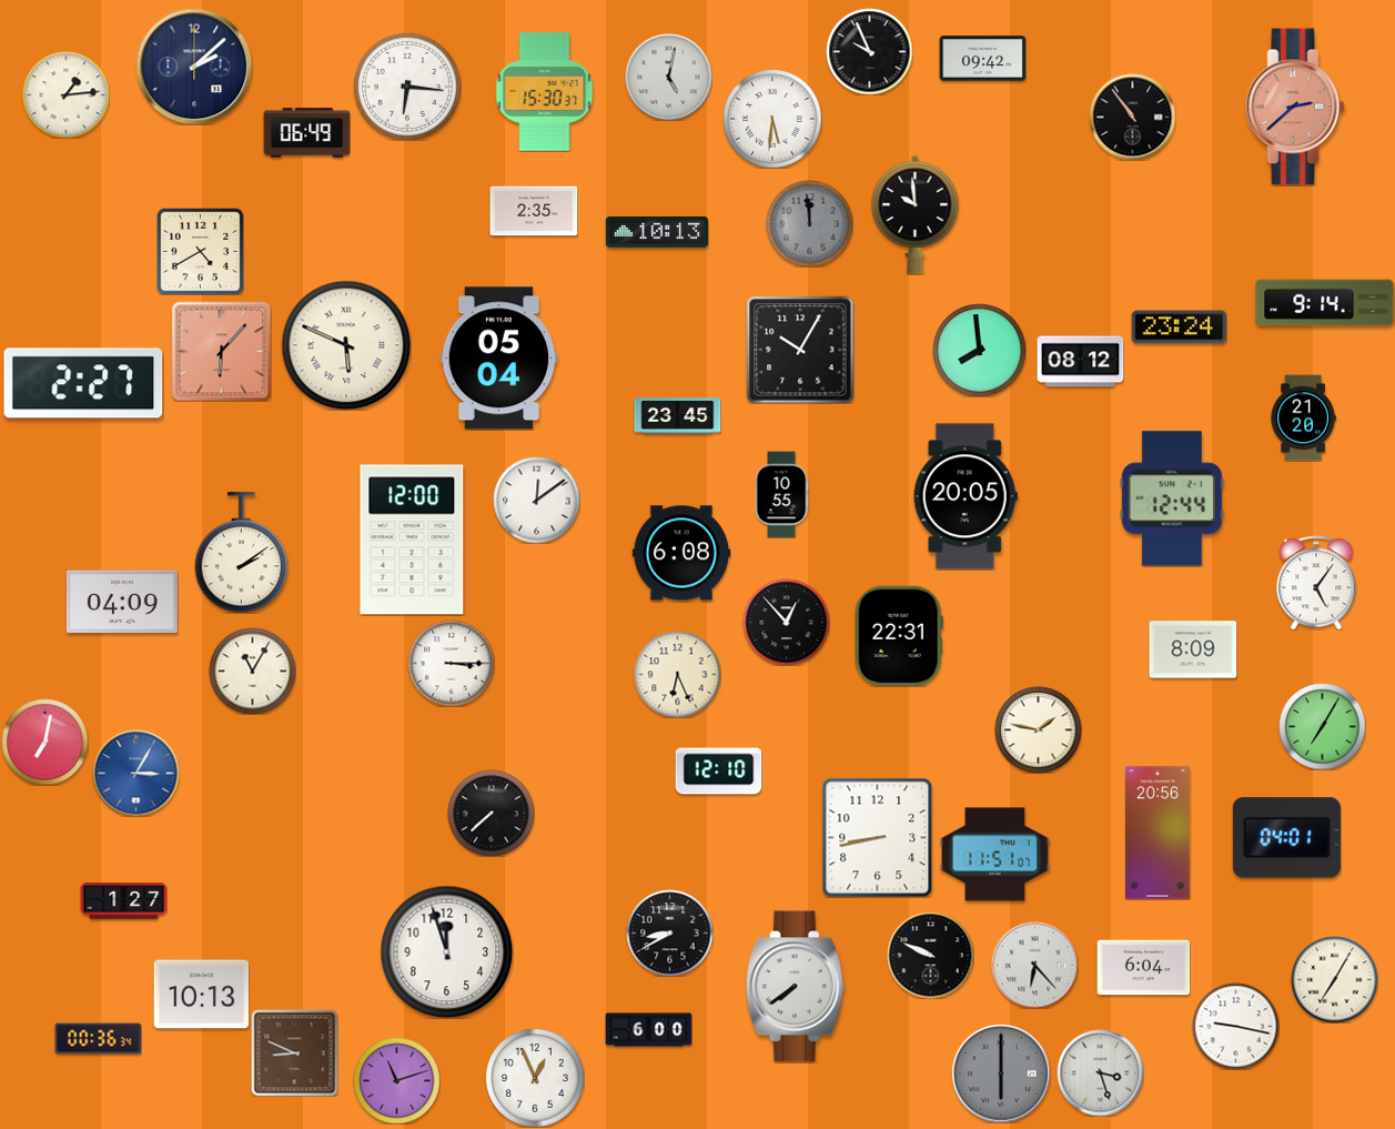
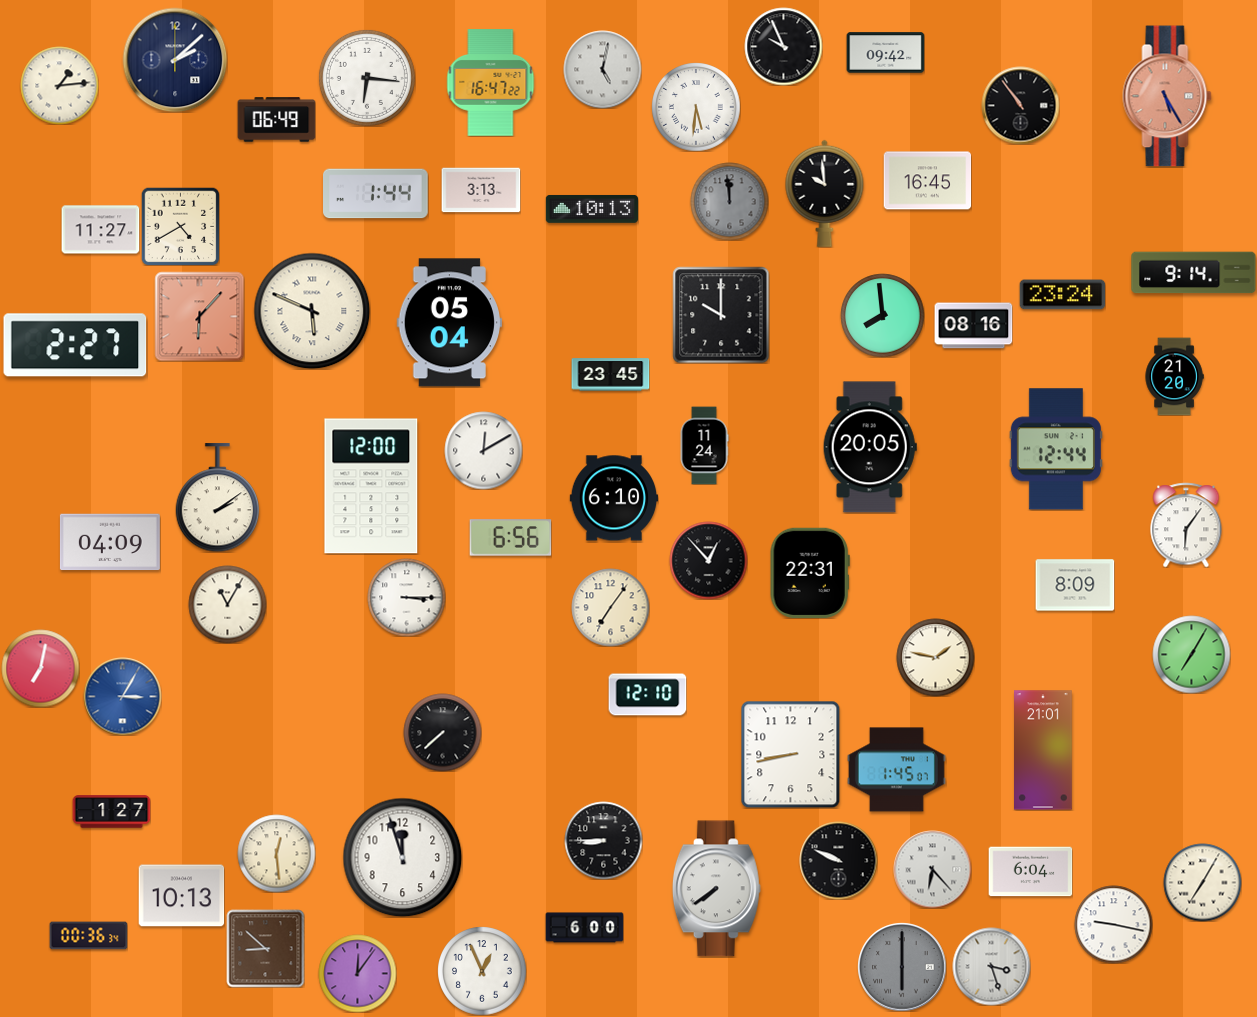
clock at (545, 92): 15:30 -> 16:47
clock at (1295, 107): 2:38 -> 5:25
clock at (927, 181): none -> 16:45
clock at (534, 211): 2:35 -> 3:13
clock at (376, 194): none -> 1:44
clock at (100, 230): none -> 11:27
clock at (800, 350): 10:05 -> 10:00
clock at (1080, 362): 08:12 -> 08:16
clock at (781, 494): 10:55 -> 11:24
clock at (536, 500): 12:09 -> 12:10
clock at (681, 553): 6:08 -> 6:10
clock at (1316, 583): 5:06 -> 6:06
clock at (510, 538): none -> 6:56
clock at (677, 674): 6:26 -> 7:06
clock at (1159, 833): 20:56 -> 21:01
clock at (1286, 838): 04:01 -> none
clock at (994, 855): 11:51 -> 1:45
clock at (669, 933): 8:40 -> 8:45
clock at (276, 853): none -> 12:29
clock at (294, 1052): 8:49 -> 8:52
clock at (396, 1080): 11:12 -> 12:06
